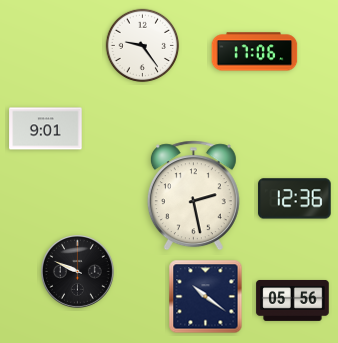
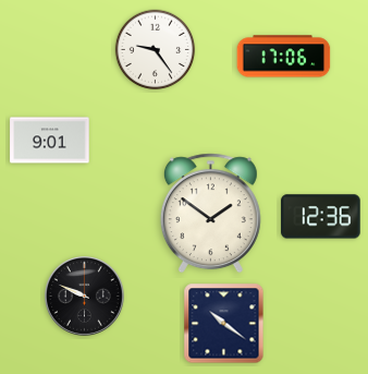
clock at (255, 52) position: (255, 52) -> (284, 57)
clock at (193, 196): 2:28 -> 1:51
clock at (293, 300): 05:56 -> none
